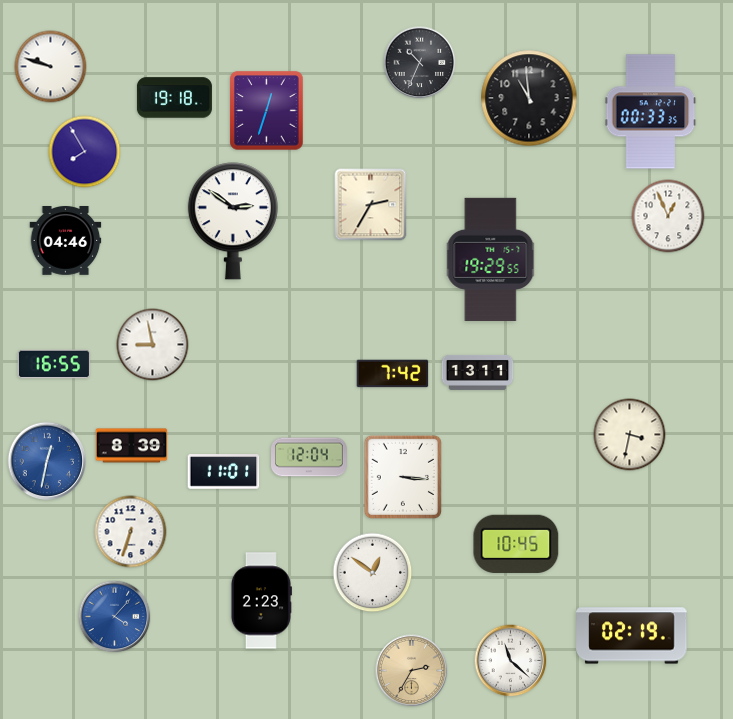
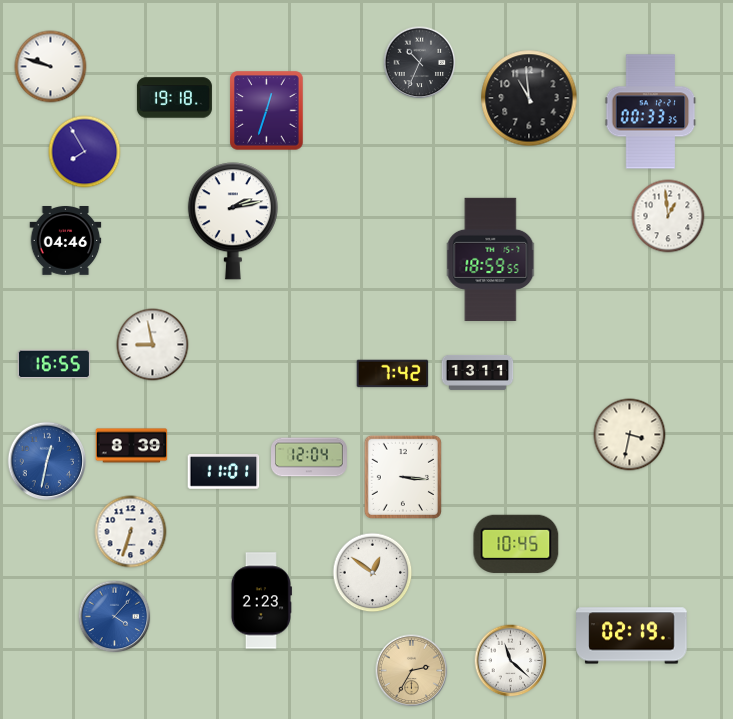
clock at (371, 205): 2:35 -> none
clock at (668, 216): 12:56 -> 12:59
clock at (233, 221): 2:51 -> 2:13
clock at (491, 259): 19:29 -> 18:59
